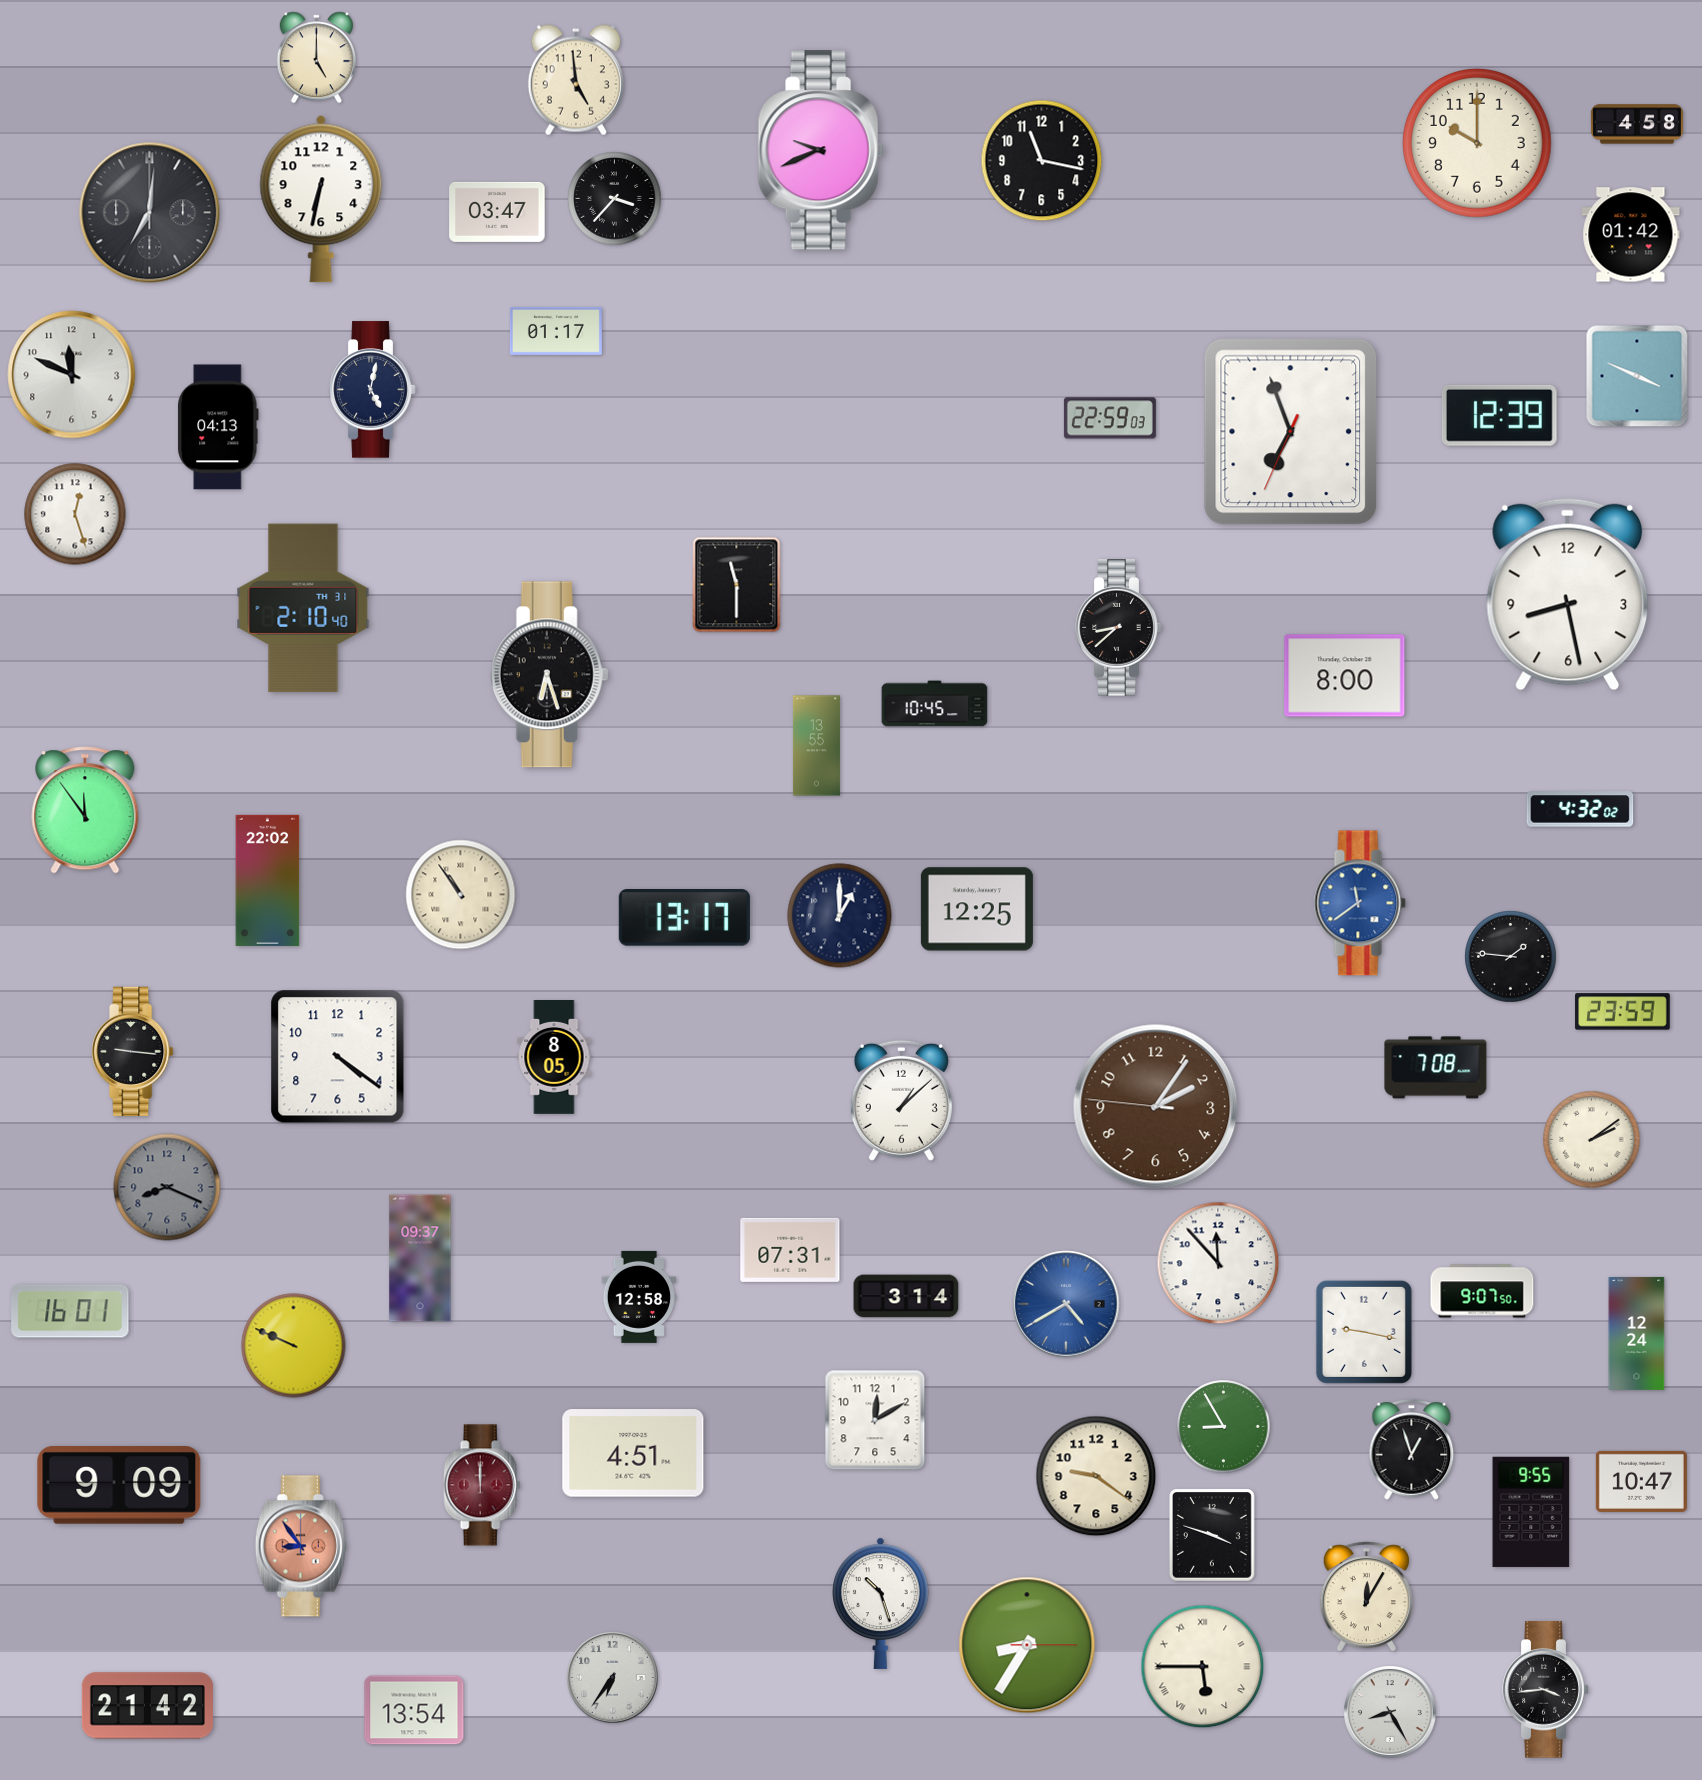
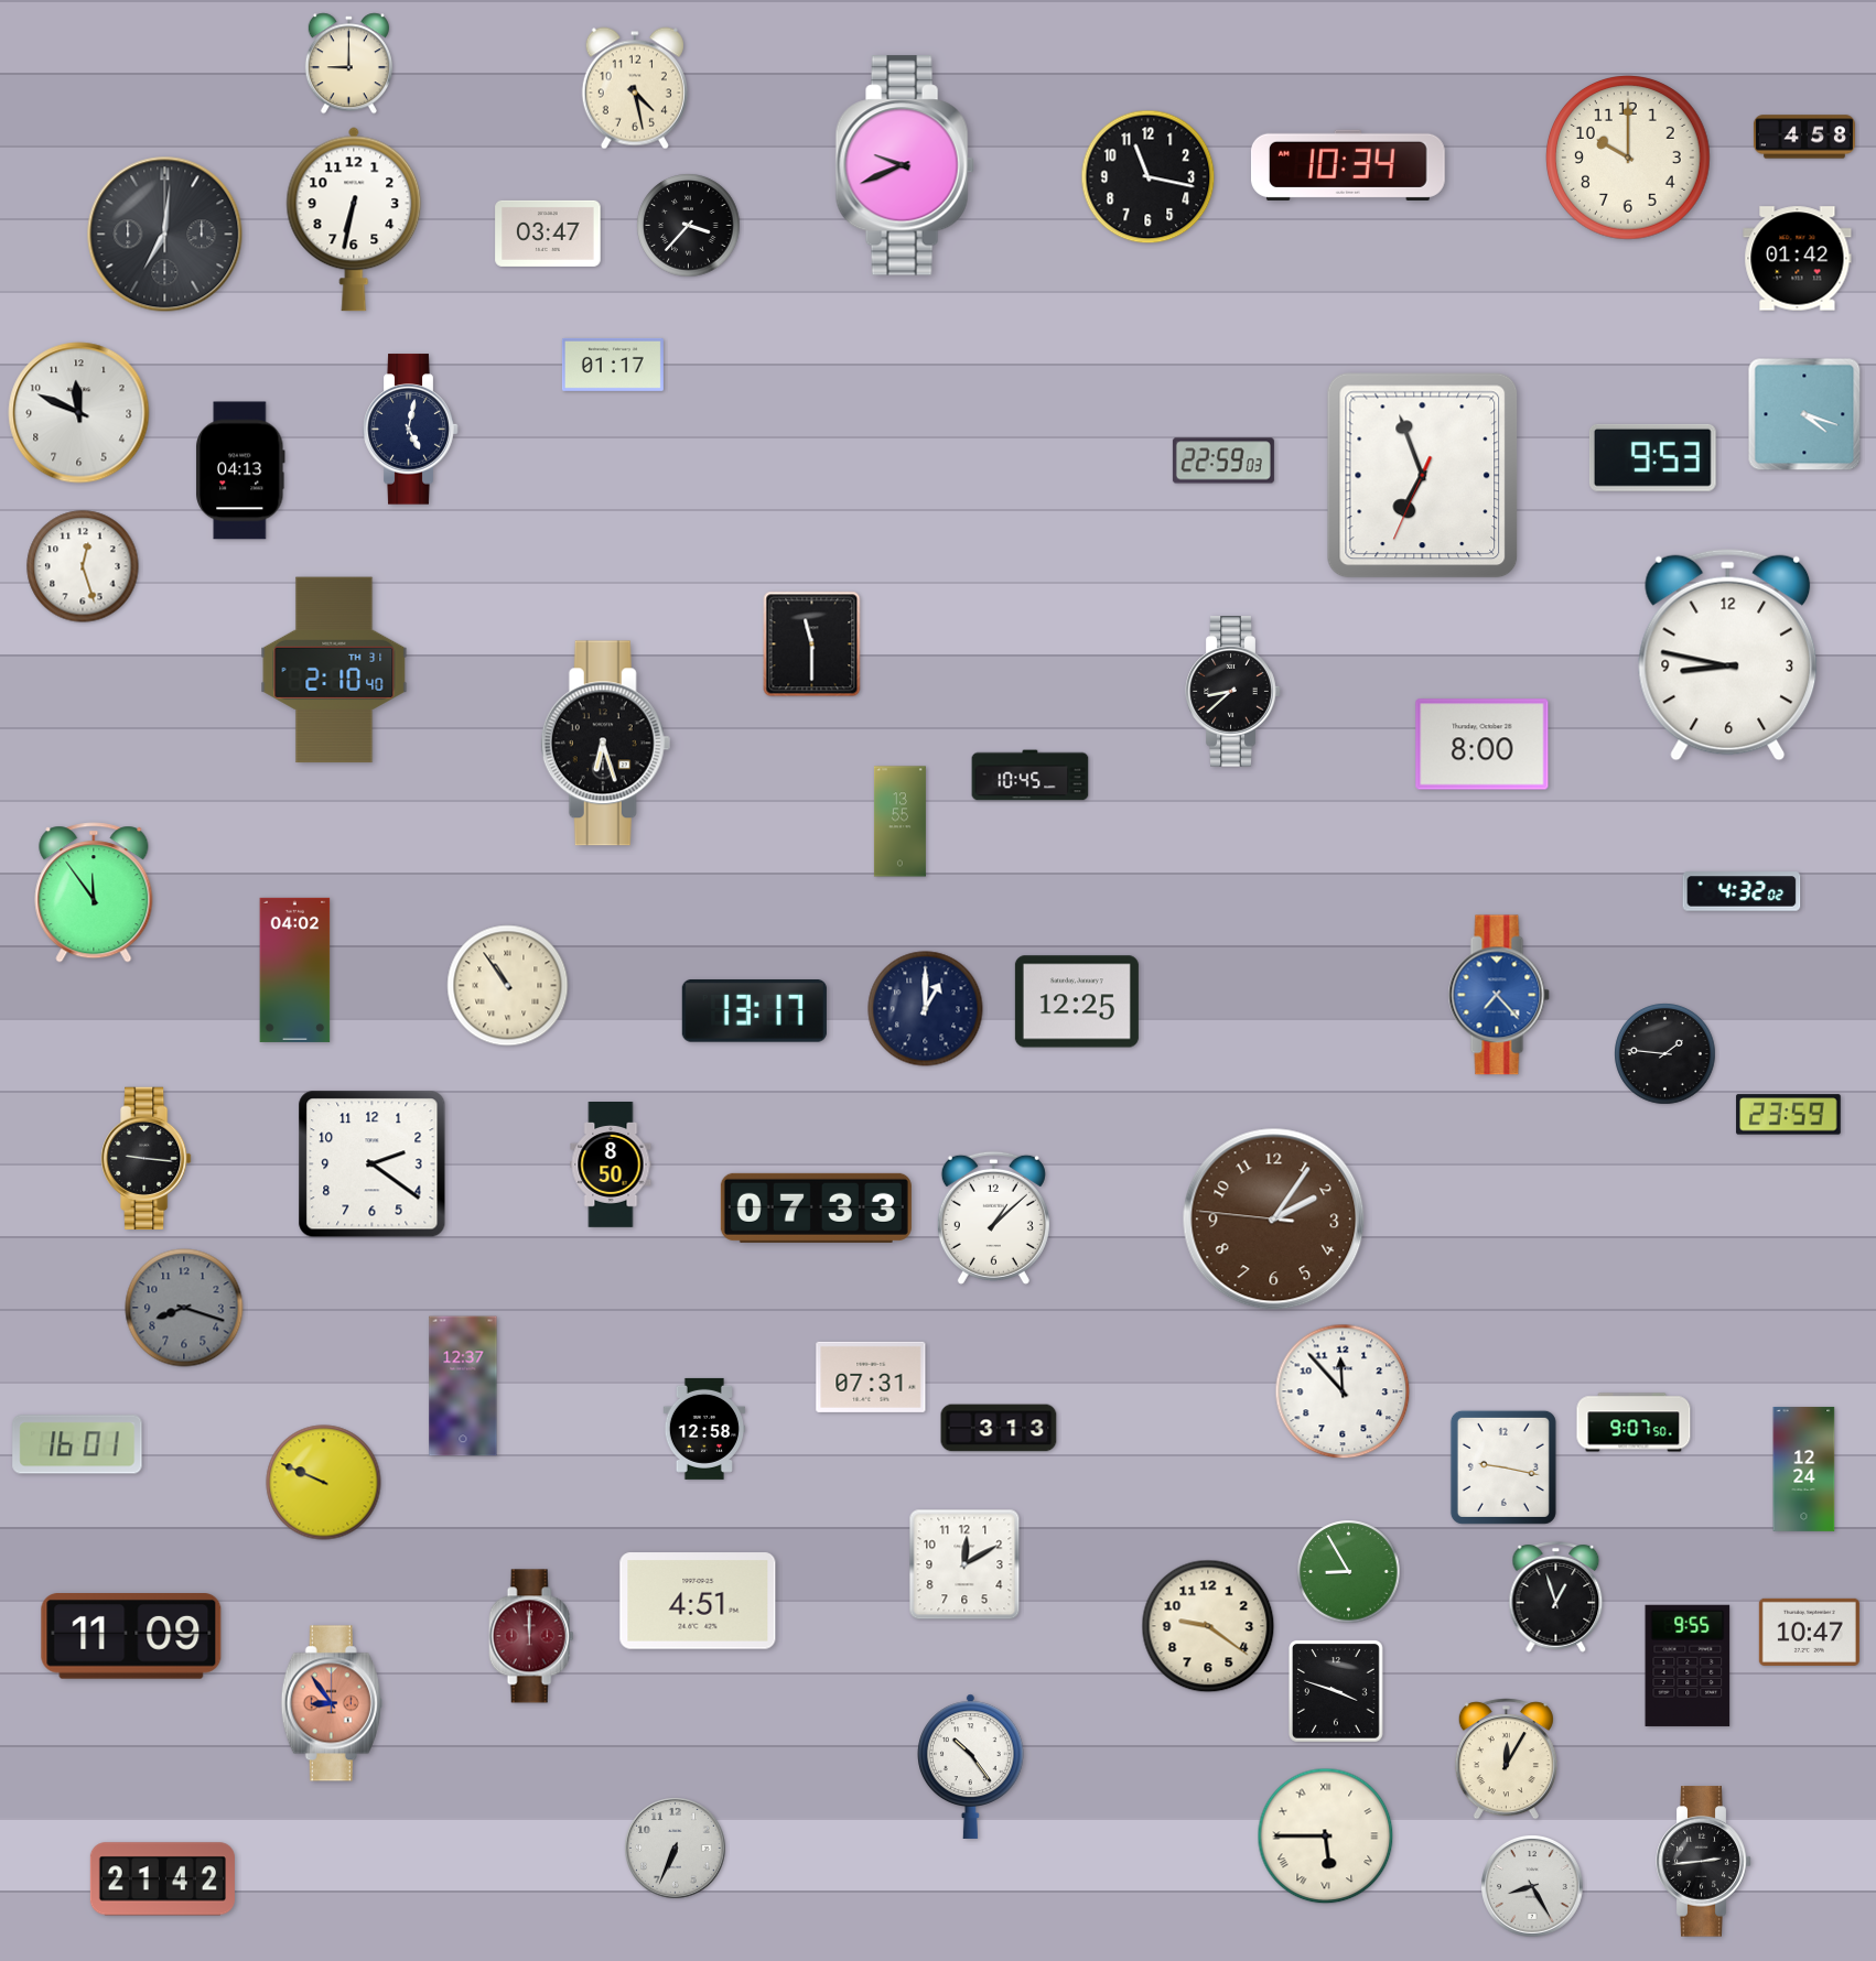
clock at (316, 58): 5:00 -> 9:00
clock at (576, 80): 4:59 -> 4:28
clock at (1348, 165): none -> 10:34
clock at (615, 199) position: (615, 199) -> (689, 226)
clock at (1637, 376): 3:49 -> 4:18
clock at (1499, 415): 12:39 -> 9:53
clock at (1568, 594): 8:28 -> 8:47
clock at (268, 880): 22:02 -> 04:02
clock at (1360, 903): 11:39 -> 7:23
clock at (338, 1057): 4:21 -> 2:21
clock at (554, 1058): 8:05 -> 8:50
clock at (1436, 1068): 7:08 -> none
clock at (816, 1207): none -> 07:33
clock at (901, 1100) position: (901, 1100) -> (993, 1217)
clock at (1592, 1140): 2:09 -> none
clock at (167, 1187): 8:19 -> 8:18
clock at (420, 1258): 09:37 -> 12:37
clock at (906, 1296): 3:14 -> 3:13
clock at (1066, 1304): 4:40 -> none
clock at (119, 1486): 9:09 -> 11:09
clock at (881, 1603): 10:27 -> 10:24
clock at (1027, 1645): 8:35 -> none
clock at (613, 1678): 6:36 -> 6:34
clock at (1546, 1690): 3:44 -> 2:44
clock at (414, 1710): 13:54 -> none
